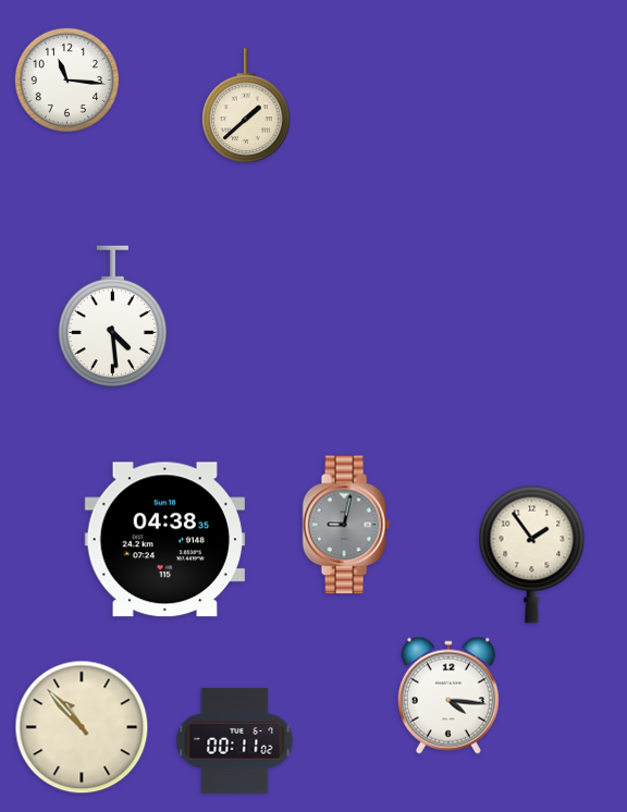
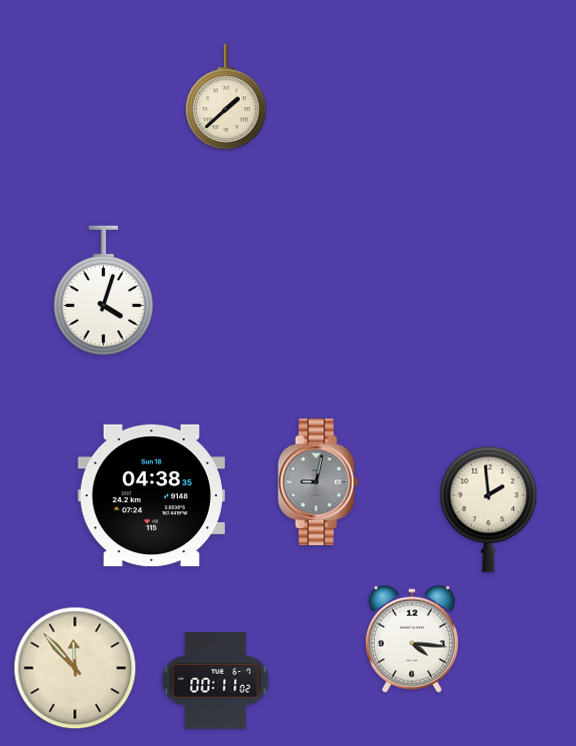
clock at (66, 79): 11:16 -> none
clock at (112, 317): 4:29 -> 4:03
clock at (532, 554): 1:54 -> 1:59
clock at (82, 727): 10:53 -> 11:53
